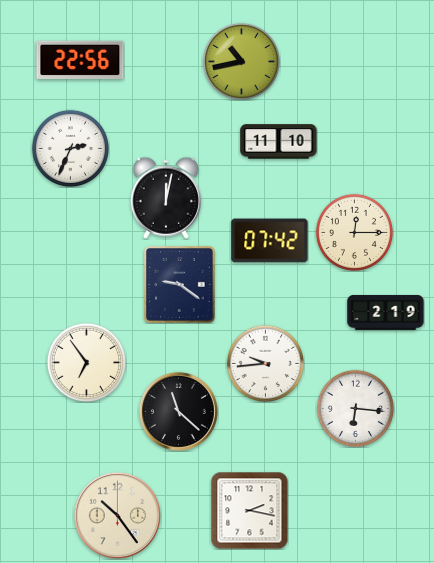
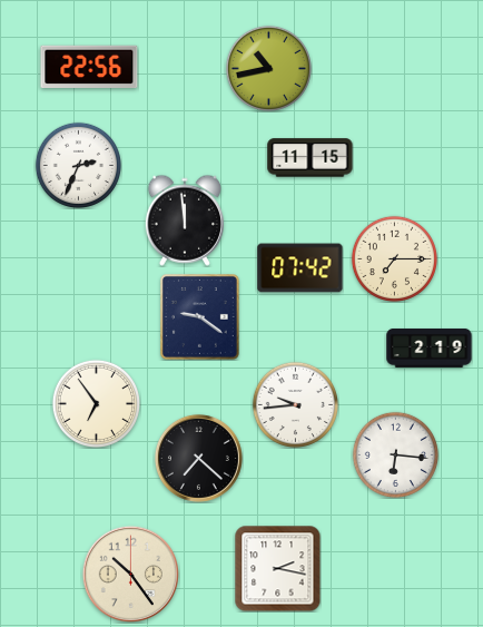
clock at (279, 142): 11:10 -> 11:15
clock at (165, 198): 12:02 -> 11:59
clock at (354, 232): 12:15 -> 7:15
clock at (178, 411): 11:22 -> 7:22
